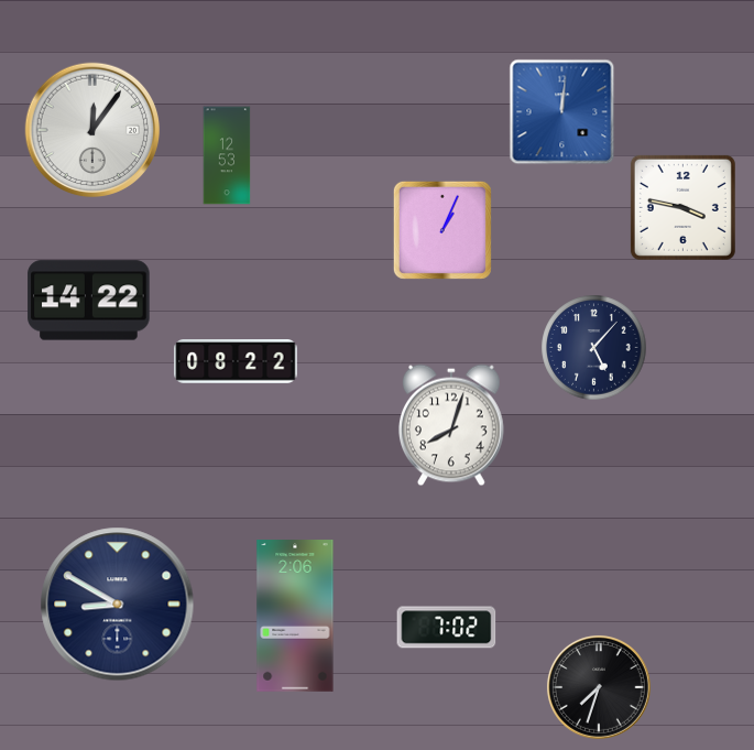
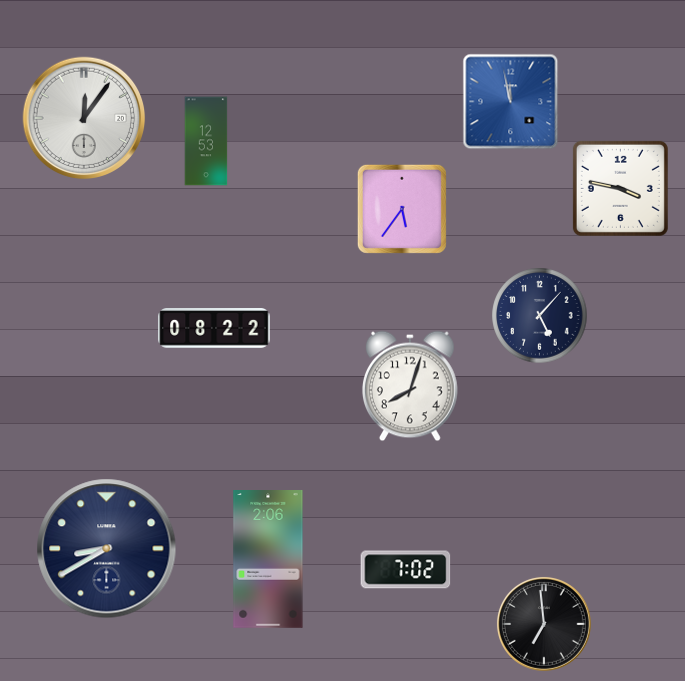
clock at (562, 112): 12:01 -> 11:58
clock at (442, 230): 1:04 -> 5:36
clock at (89, 301): 14:22 -> none
clock at (118, 605): 8:50 -> 8:40
clock at (599, 687): 7:33 -> 6:59
